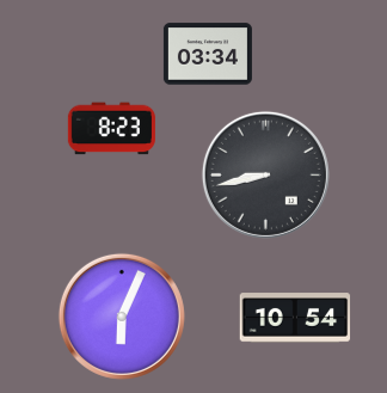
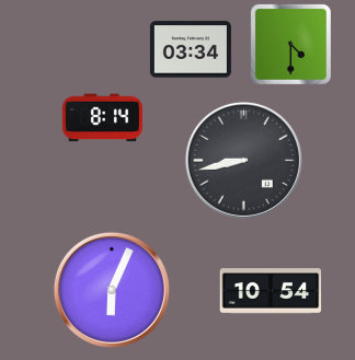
clock at (290, 44): none -> 4:30
clock at (111, 129): 8:23 -> 8:14
